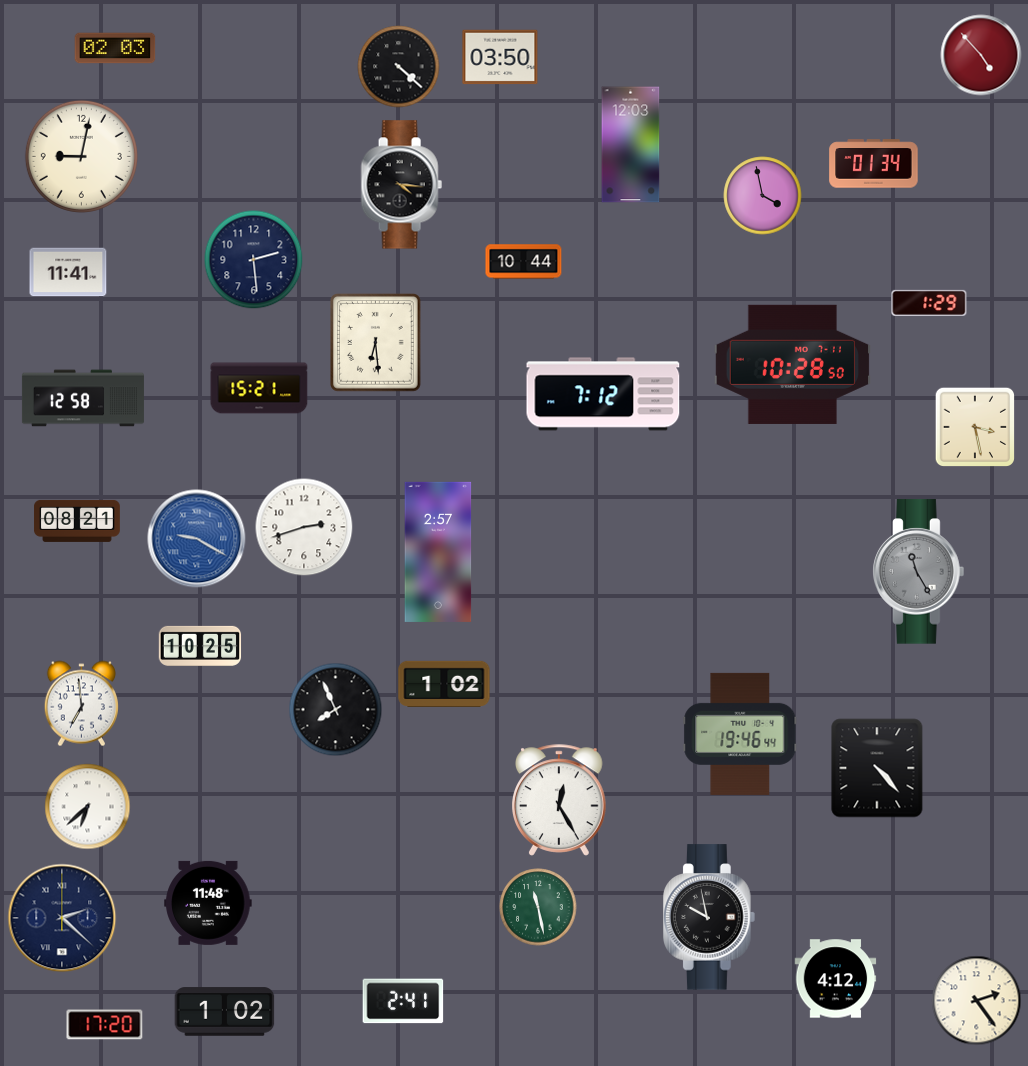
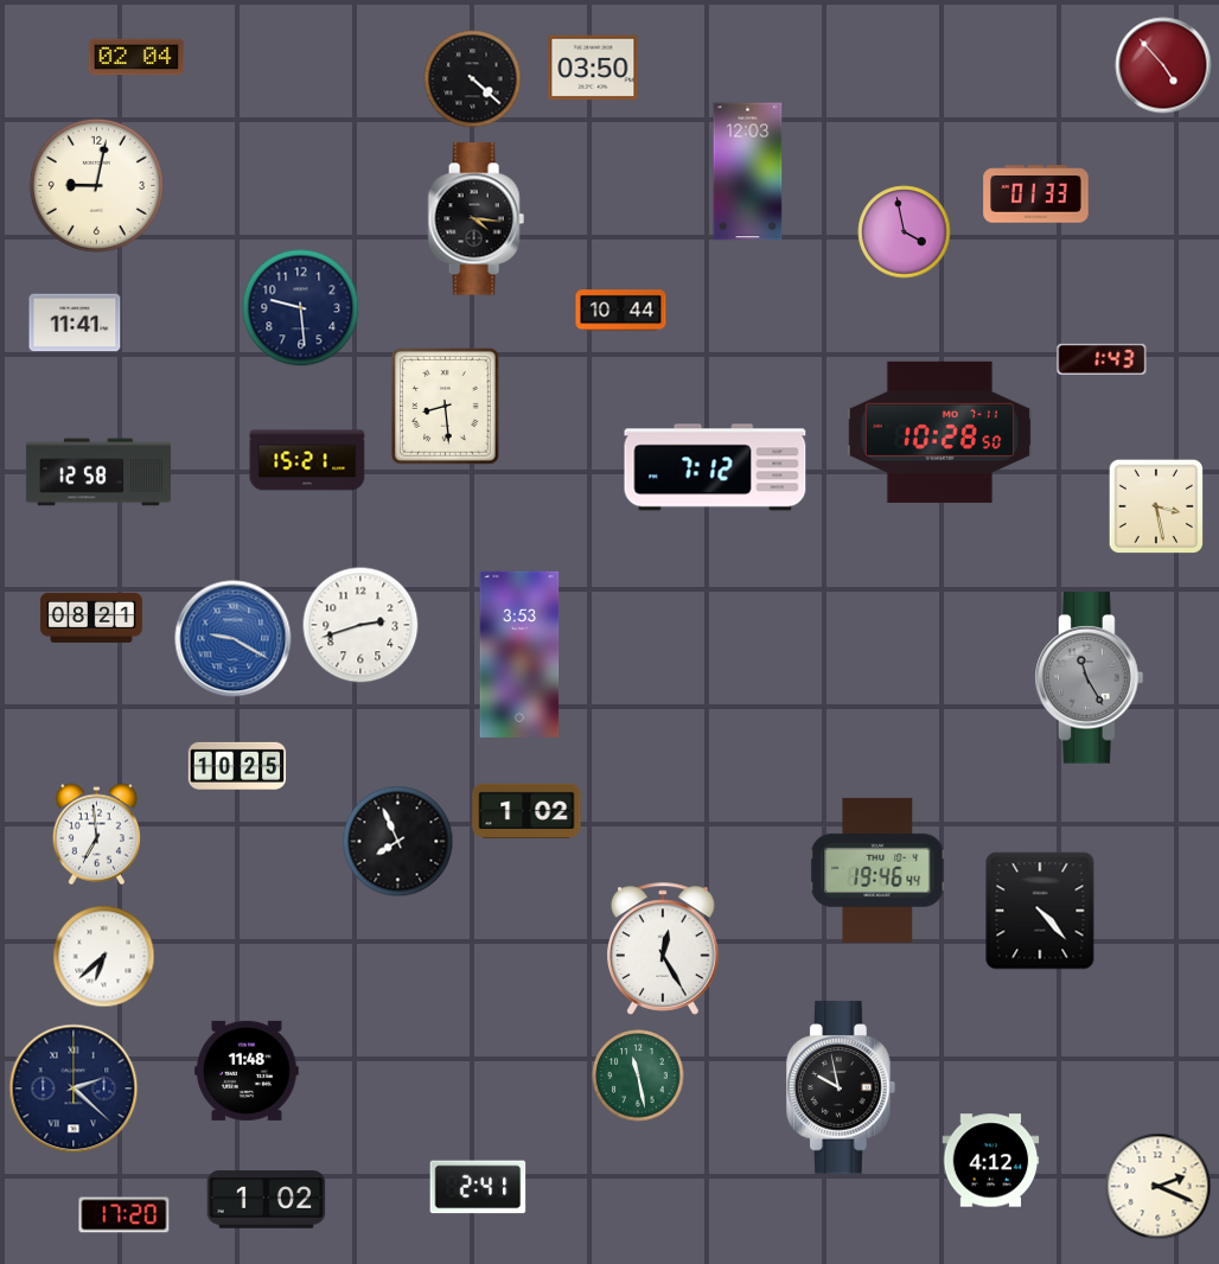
clock at (115, 48): 02:03 -> 02:04
clock at (874, 164): 01:34 -> 01:33
clock at (254, 260): 2:29 -> 9:29
clock at (68, 272) position: (68, 272) -> (75, 323)
clock at (929, 303): 1:29 -> 1:43
clock at (376, 343): 6:29 -> 8:29
clock at (438, 552): 2:57 -> 3:53
clock at (977, 1001): 2:24 -> 2:19
